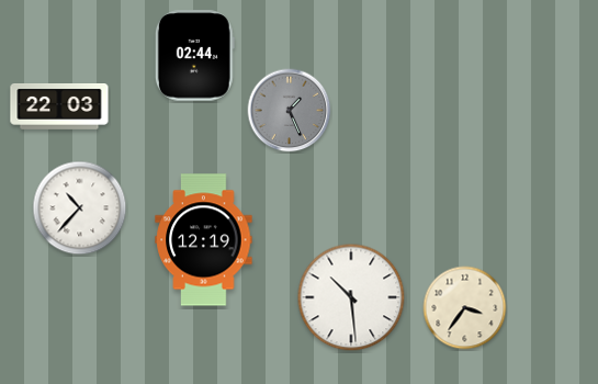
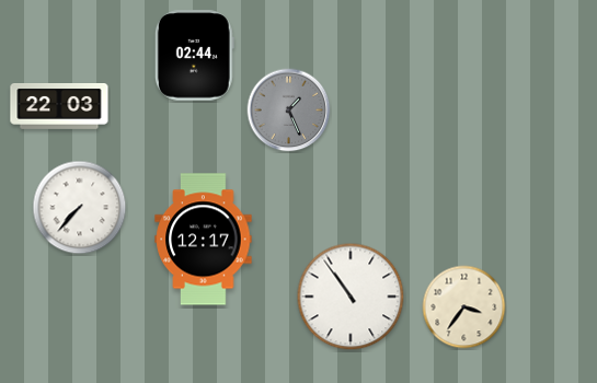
clock at (80, 208): 10:37 -> 7:37
clock at (204, 240): 12:19 -> 12:17
clock at (351, 297): 10:29 -> 10:54
